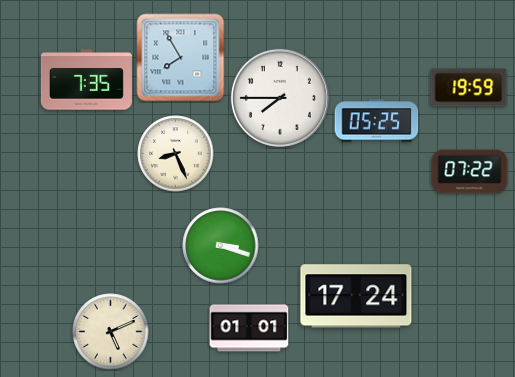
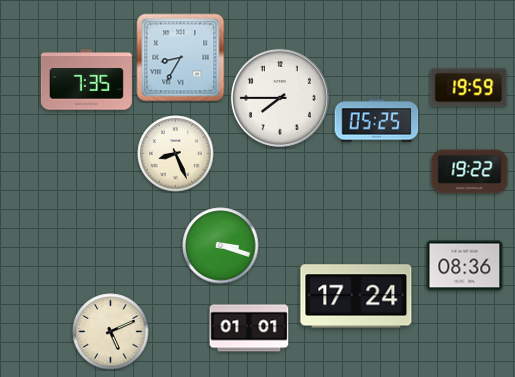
clock at (181, 58): 7:55 -> 8:35
clock at (470, 172): 07:22 -> 19:22
clock at (465, 266): none -> 08:36
